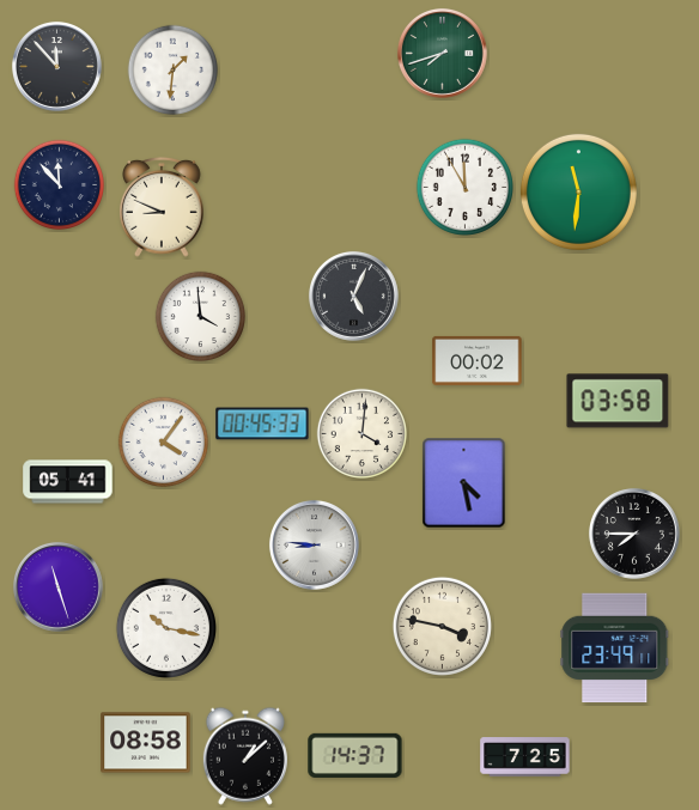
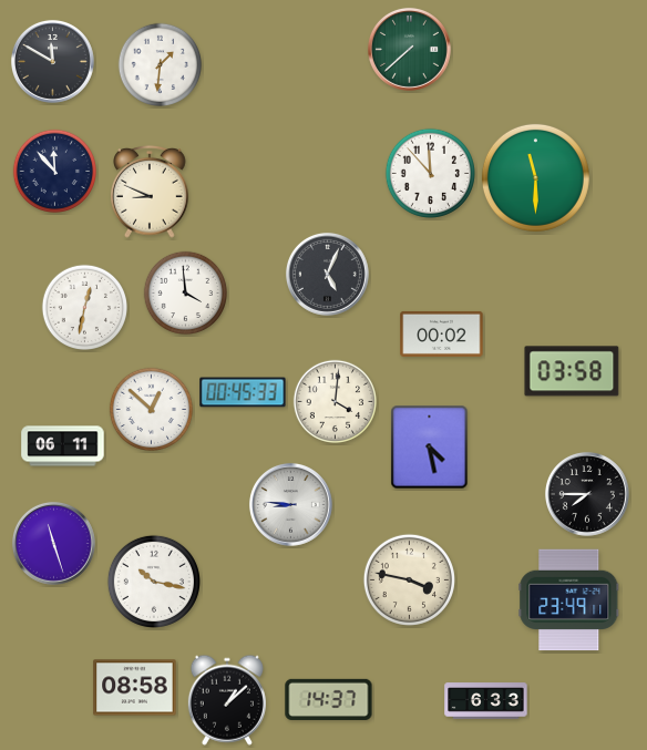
clock at (442, 53): 7:42 -> 7:38
clock at (56, 66): 11:53 -> 11:50
clock at (464, 187): 11:55 -> 11:53
clock at (578, 191): 11:31 -> 11:30
clock at (84, 307): none -> 12:32
clock at (164, 443): 4:06 -> 12:52
clock at (68, 482): 05:41 -> 06:11
clock at (525, 757): 7:25 -> 6:33
